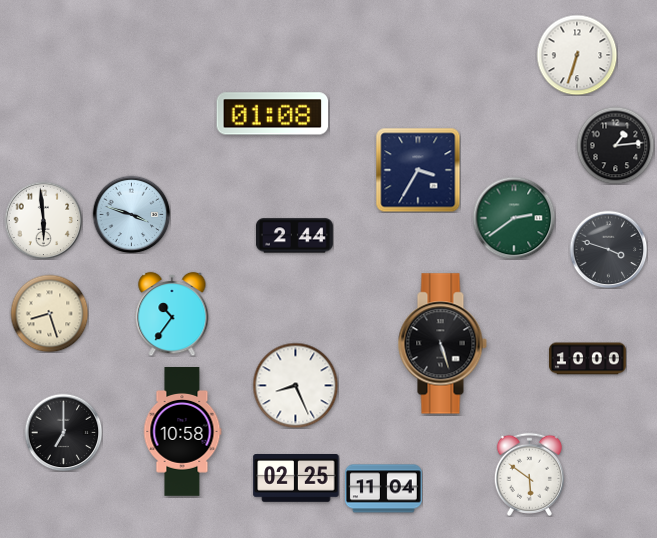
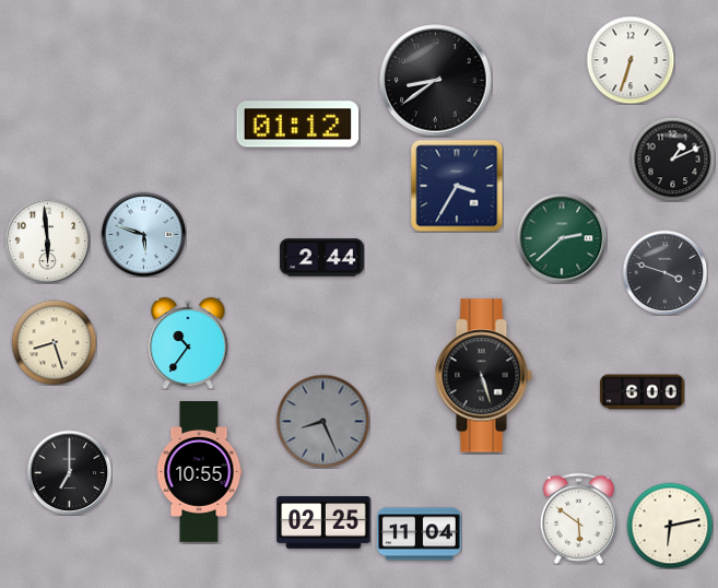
clock at (436, 81): none -> 8:39
clock at (273, 114): 01:08 -> 01:12
clock at (615, 145): 1:14 -> 1:11
clock at (131, 214): 3:48 -> 5:48
clock at (514, 218): 2:39 -> 2:38
clock at (587, 359): 10:00 -> 6:00
clock at (295, 385) dial: white -> grey
clock at (182, 432): 10:58 -> 10:55
clock at (670, 526): none -> 6:13
